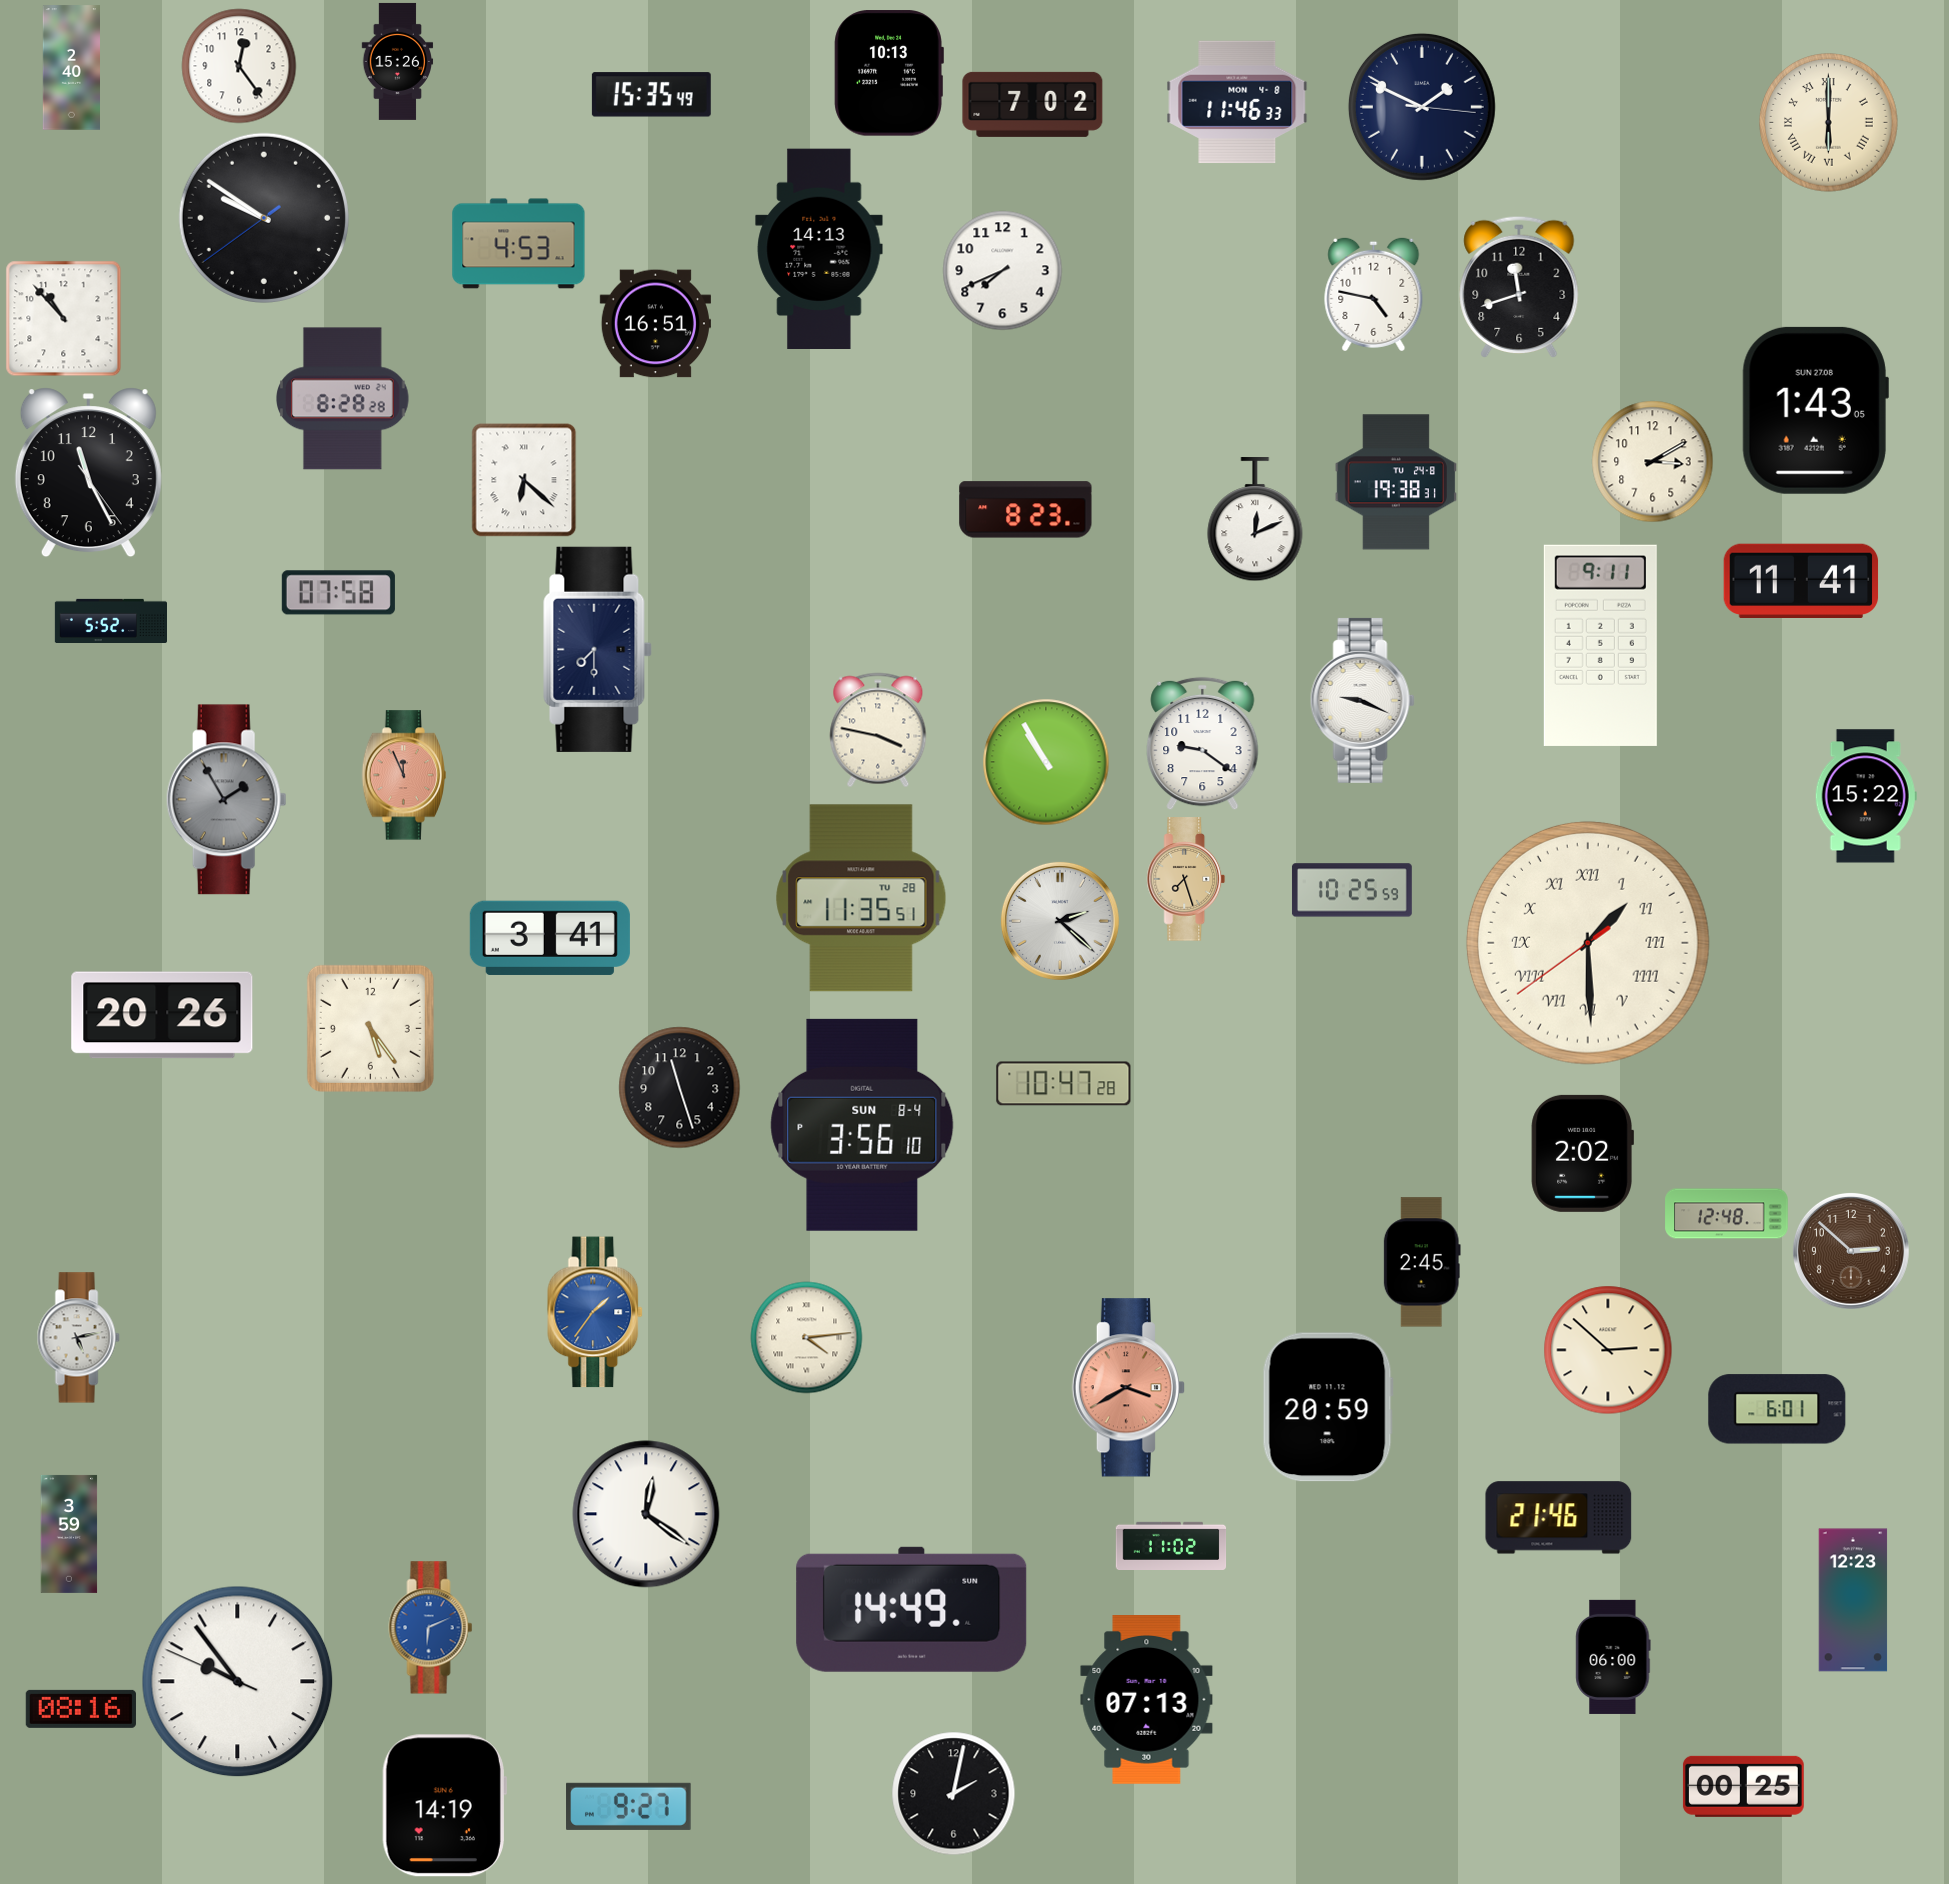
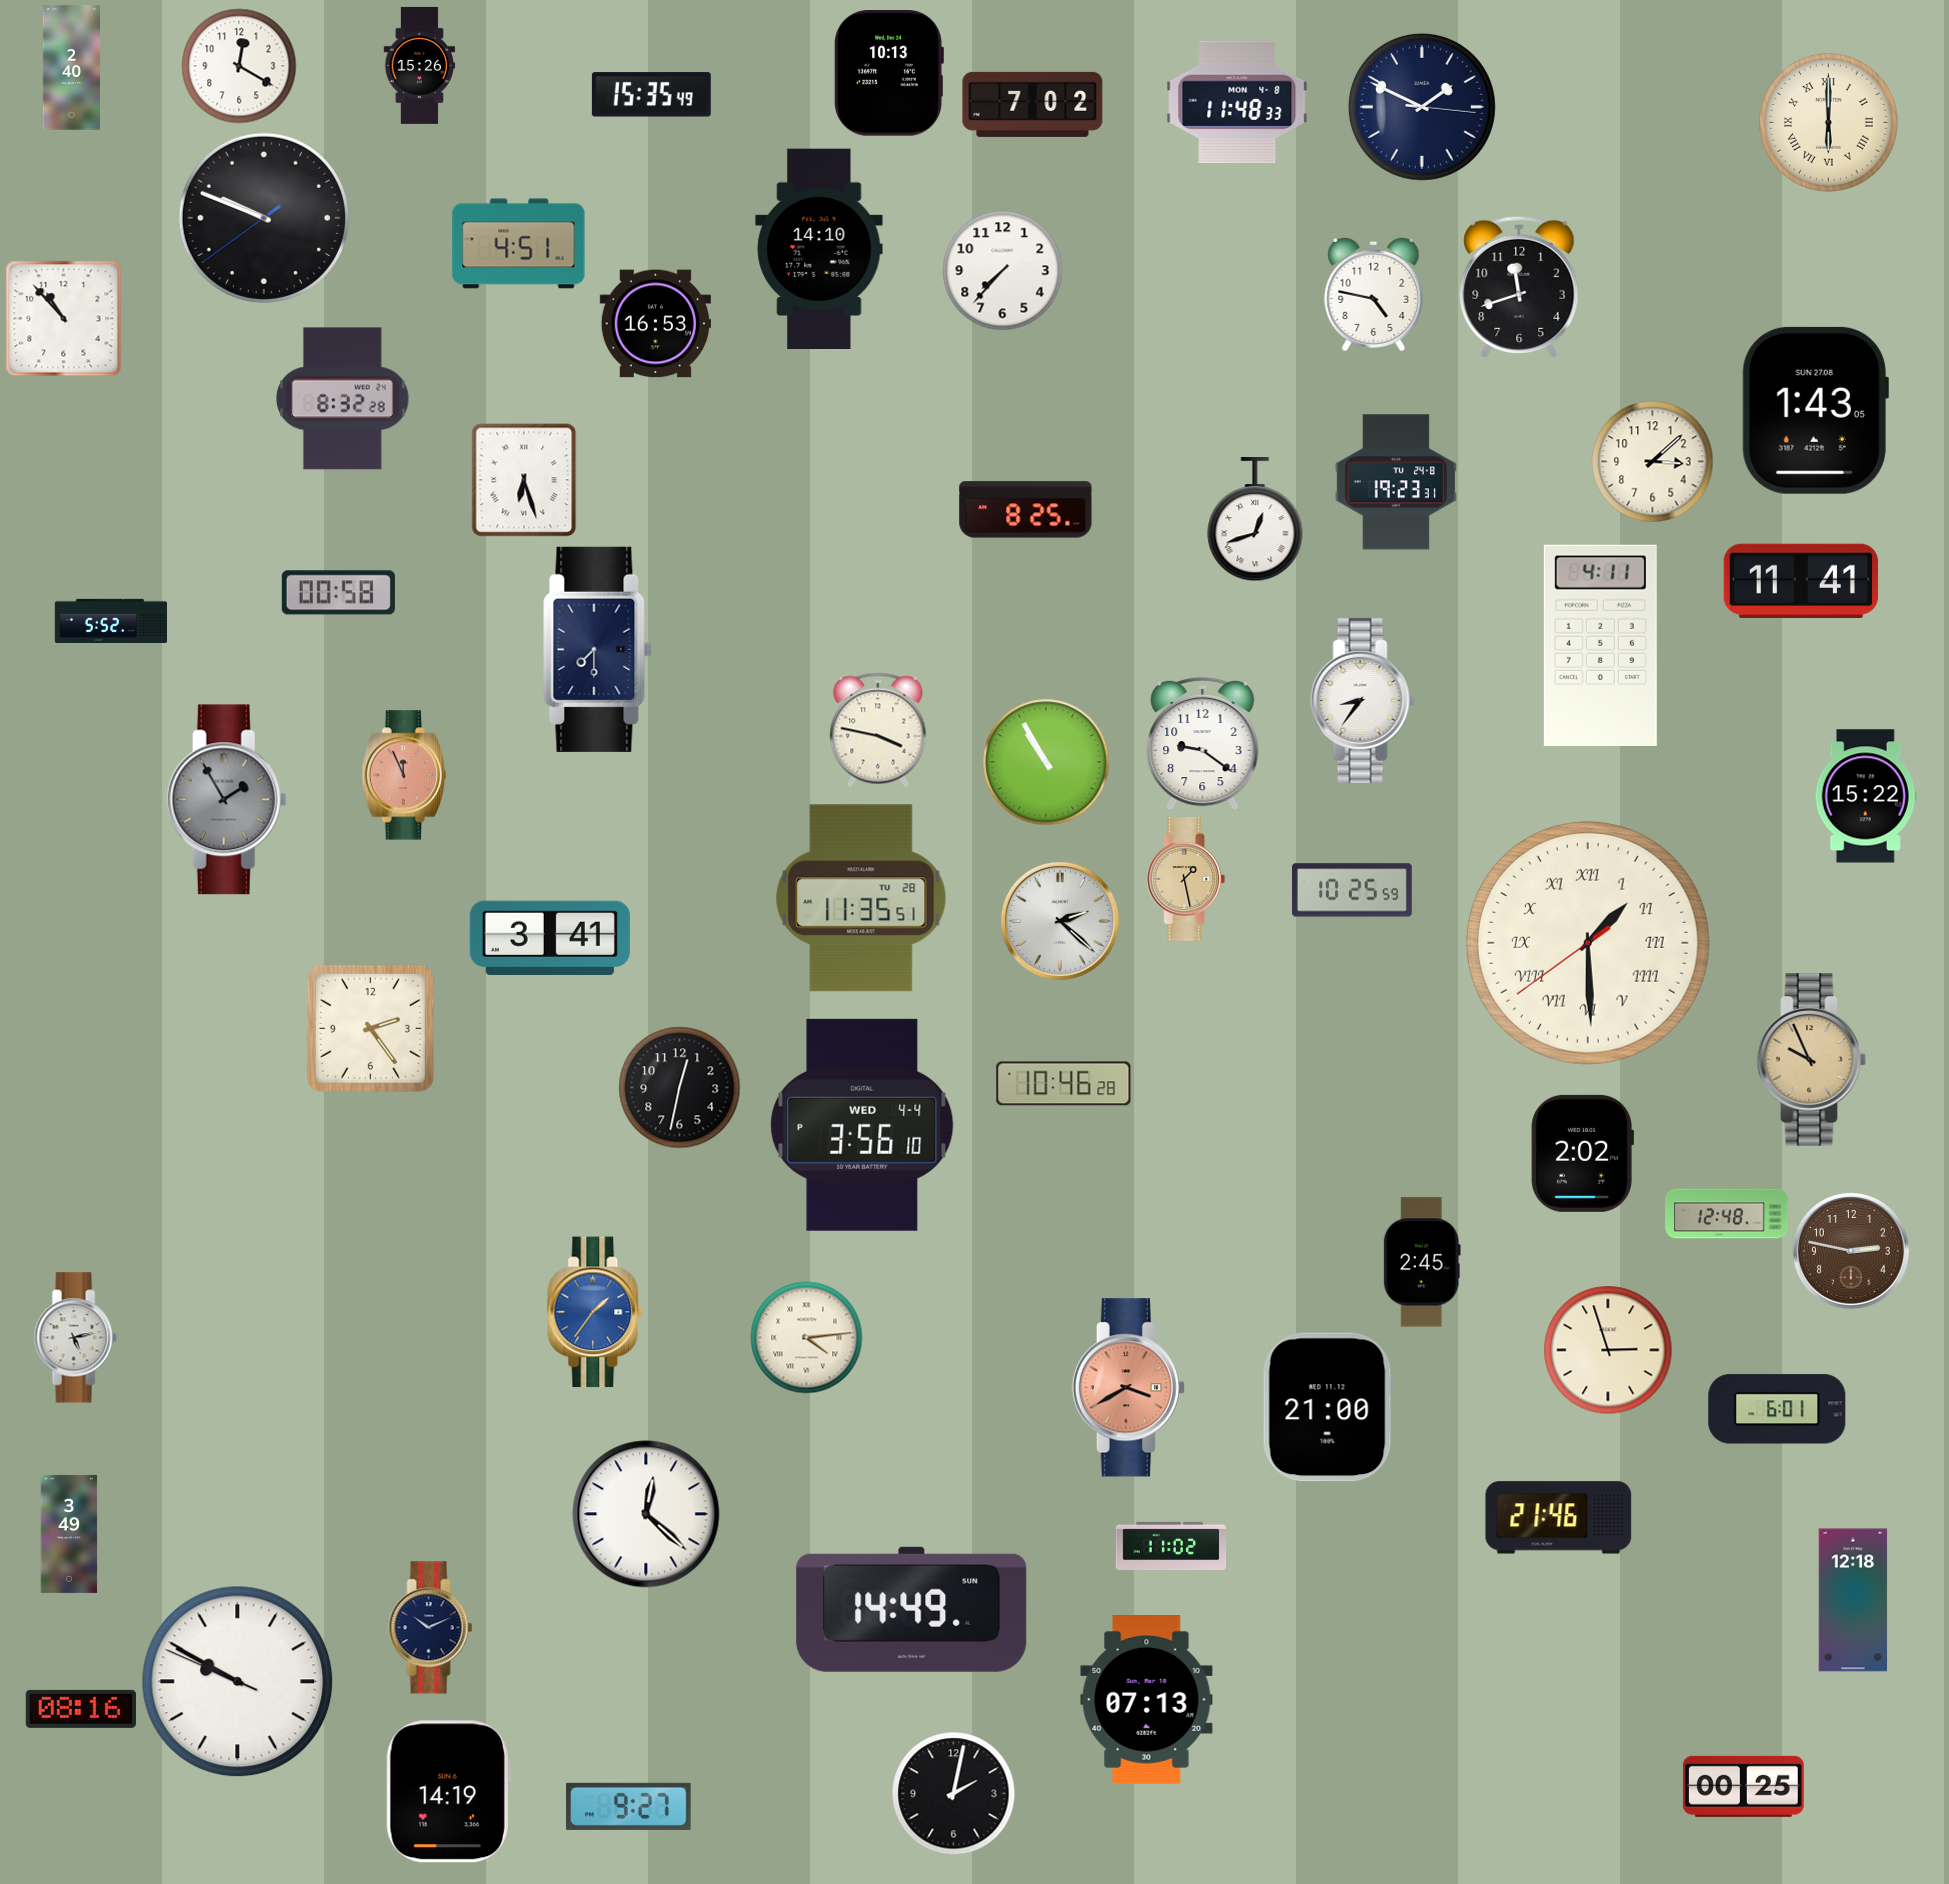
clock at (398, 61) position: (398, 61) -> (420, 65)
clock at (239, 66): 12:24 -> 12:20
clock at (1237, 102): 11:46 -> 11:48
clock at (264, 218): 9:50 -> 9:48
clock at (519, 244): 4:53 -> 4:51
clock at (819, 249): 14:13 -> 14:10
clock at (1003, 271): 7:41 -> 7:37
clock at (655, 324): 16:51 -> 16:53
clock at (343, 399): 8:28 -> 8:32
clock at (1653, 462): 3:10 -> 3:08
clock at (88, 473): 11:25 -> none
clock at (524, 480): 6:22 -> 6:27
clock at (1396, 482): 19:38 -> 19:23
clock at (1026, 510): 8:23 -> 8:25
clock at (1255, 520): 12:11 -> 12:42
clock at (338, 593): 07:58 -> 00:58
clock at (1600, 645): 9:11 -> 4:11
clock at (1362, 700): 9:19 -> 8:36
clock at (1186, 879): 7:27 -> 1:28
clock at (162, 1015): 20:26 -> none
clock at (370, 1028): 5:24 -> 2:24
clock at (1812, 1060): none -> 9:56
clock at (1064, 1084): 10:47 -> 10:46
clock at (680, 1088): 11:27 -> 12:32
clock at (862, 1125) date: SUN 8-4 -> WED 4-4
clock at (1851, 1251): 2:52 -> 2:47
clock at (78, 1338) position: (78, 1338) -> (75, 1338)
clock at (1608, 1350): 2:52 -> 2:57
clock at (1328, 1407): 20:59 -> 21:00
clock at (646, 1514): 12:21 -> 12:22
clock at (69, 1534): 3:59 -> 3:49
clock at (1853, 1600): 12:23 -> 12:18
clock at (431, 1628): 6:11 -> 10:11
clock at (431, 1628) dial: blue -> navy
clock at (1613, 1657): 06:00 -> none
clock at (238, 1682): 9:53 -> 9:49
clock at (444, 1806) position: (444, 1806) -> (448, 1792)
